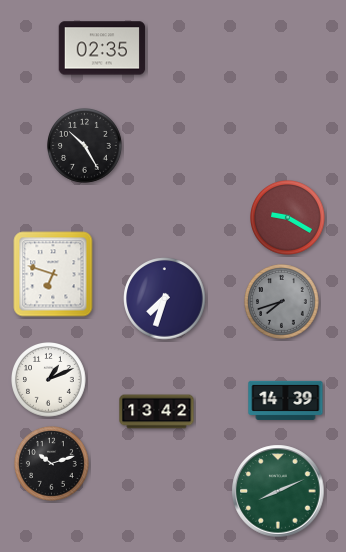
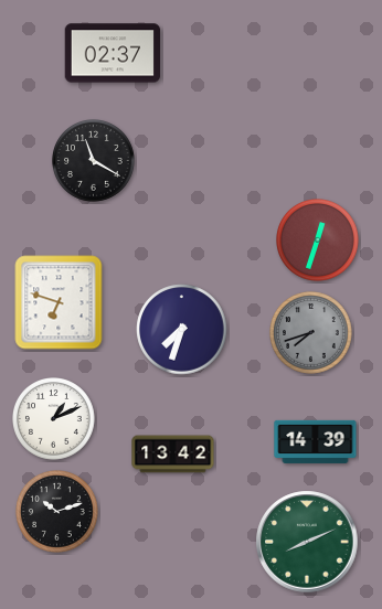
clock at (102, 48): 02:35 -> 02:37
clock at (85, 146): 10:25 -> 11:20
clock at (288, 218): 9:20 -> 12:33
